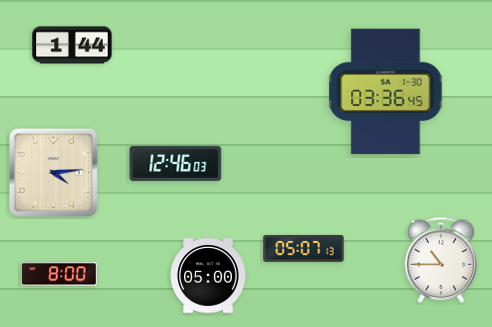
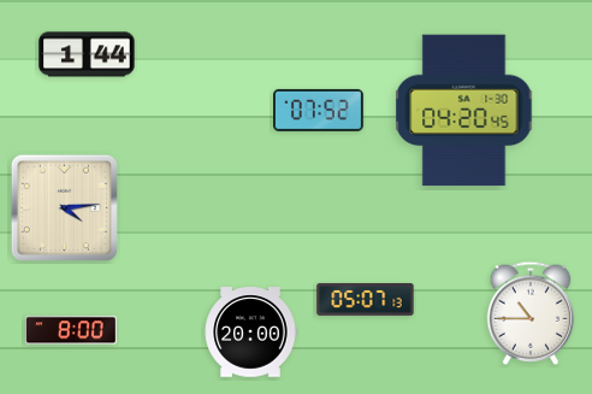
clock at (319, 110): none -> 07:52
clock at (386, 92): 03:36 -> 04:20
clock at (176, 163): 12:46 -> none
clock at (208, 276): 05:00 -> 20:00
